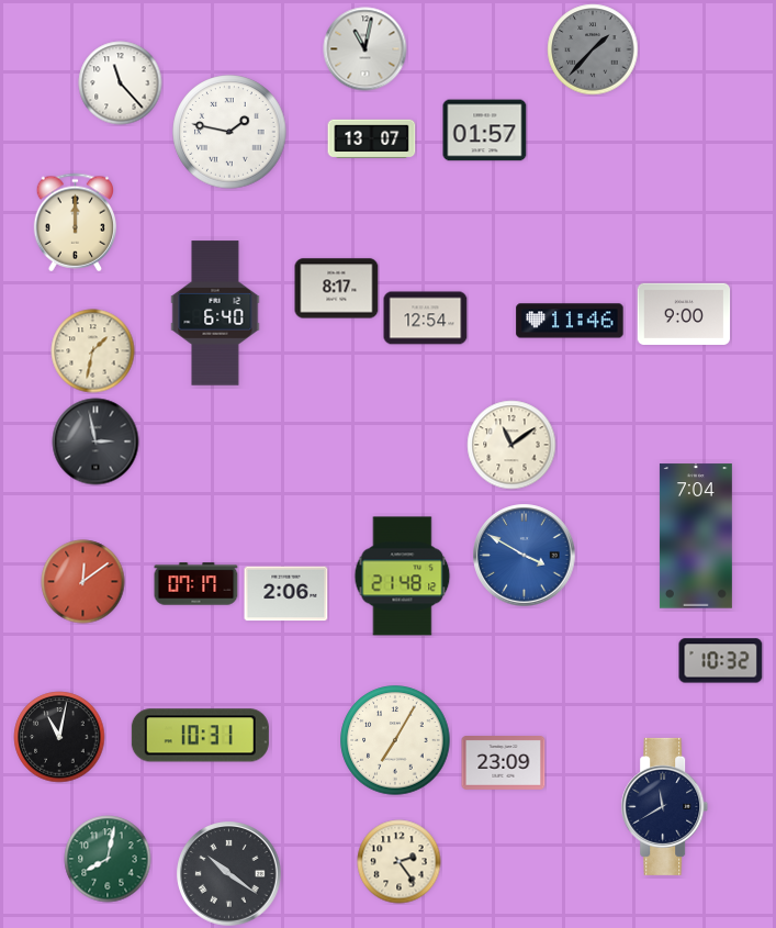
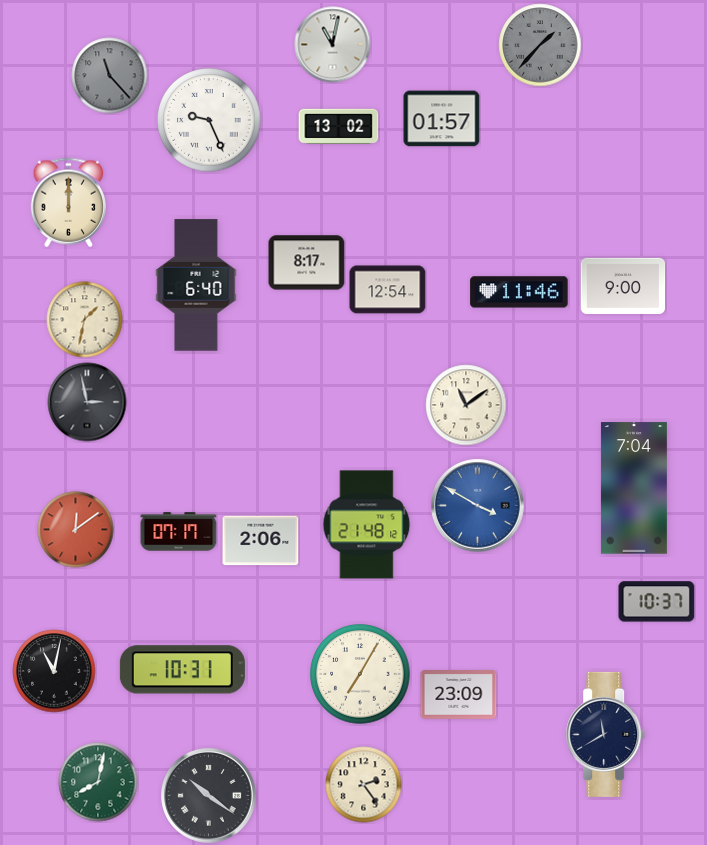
clock at (121, 83) dial: white -> grey
clock at (229, 132): 1:47 -> 9:26
clock at (372, 138): 13:07 -> 13:02
clock at (721, 661): 10:32 -> 10:37
